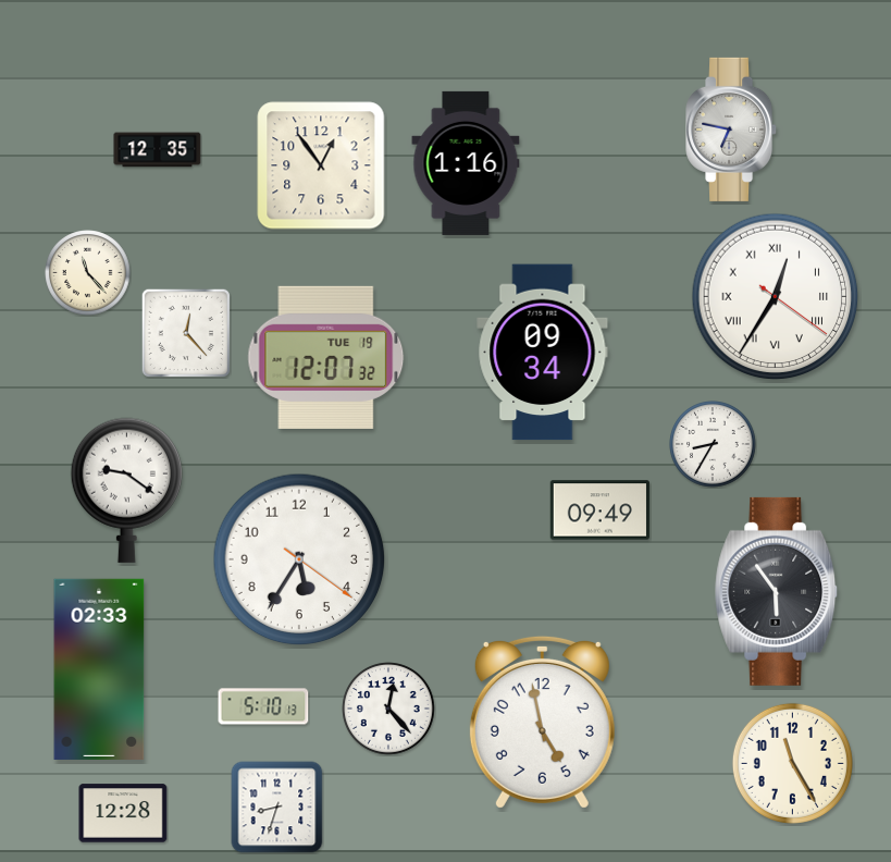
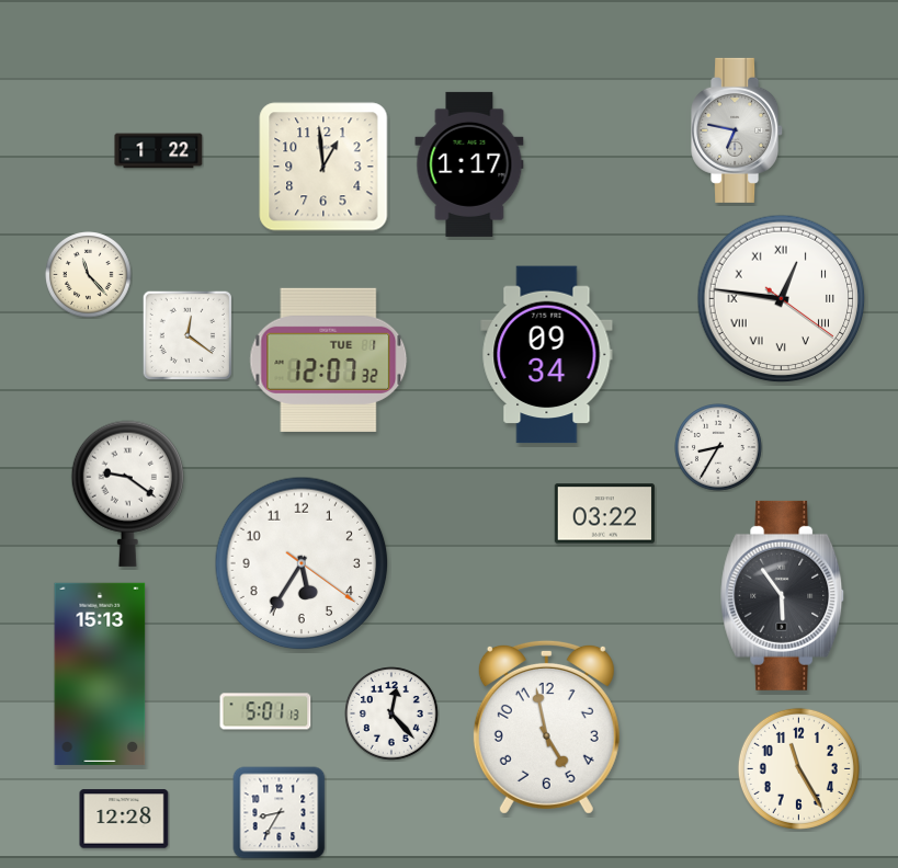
clock at (158, 150): 12:35 -> 1:22
clock at (466, 163): 1:16 -> 1:17
clock at (321, 165): 12:54 -> 12:59
clock at (776, 297): 12:35 -> 12:46
clock at (186, 333): 12:23 -> 12:21
clock at (326, 357) date: TUE 19 -> TUE 1
clock at (599, 510): 09:49 -> 03:22
clock at (99, 669): 02:33 -> 15:13
clock at (263, 706): 5:10 -> 5:01
clock at (277, 808): 8:33 -> 8:35
